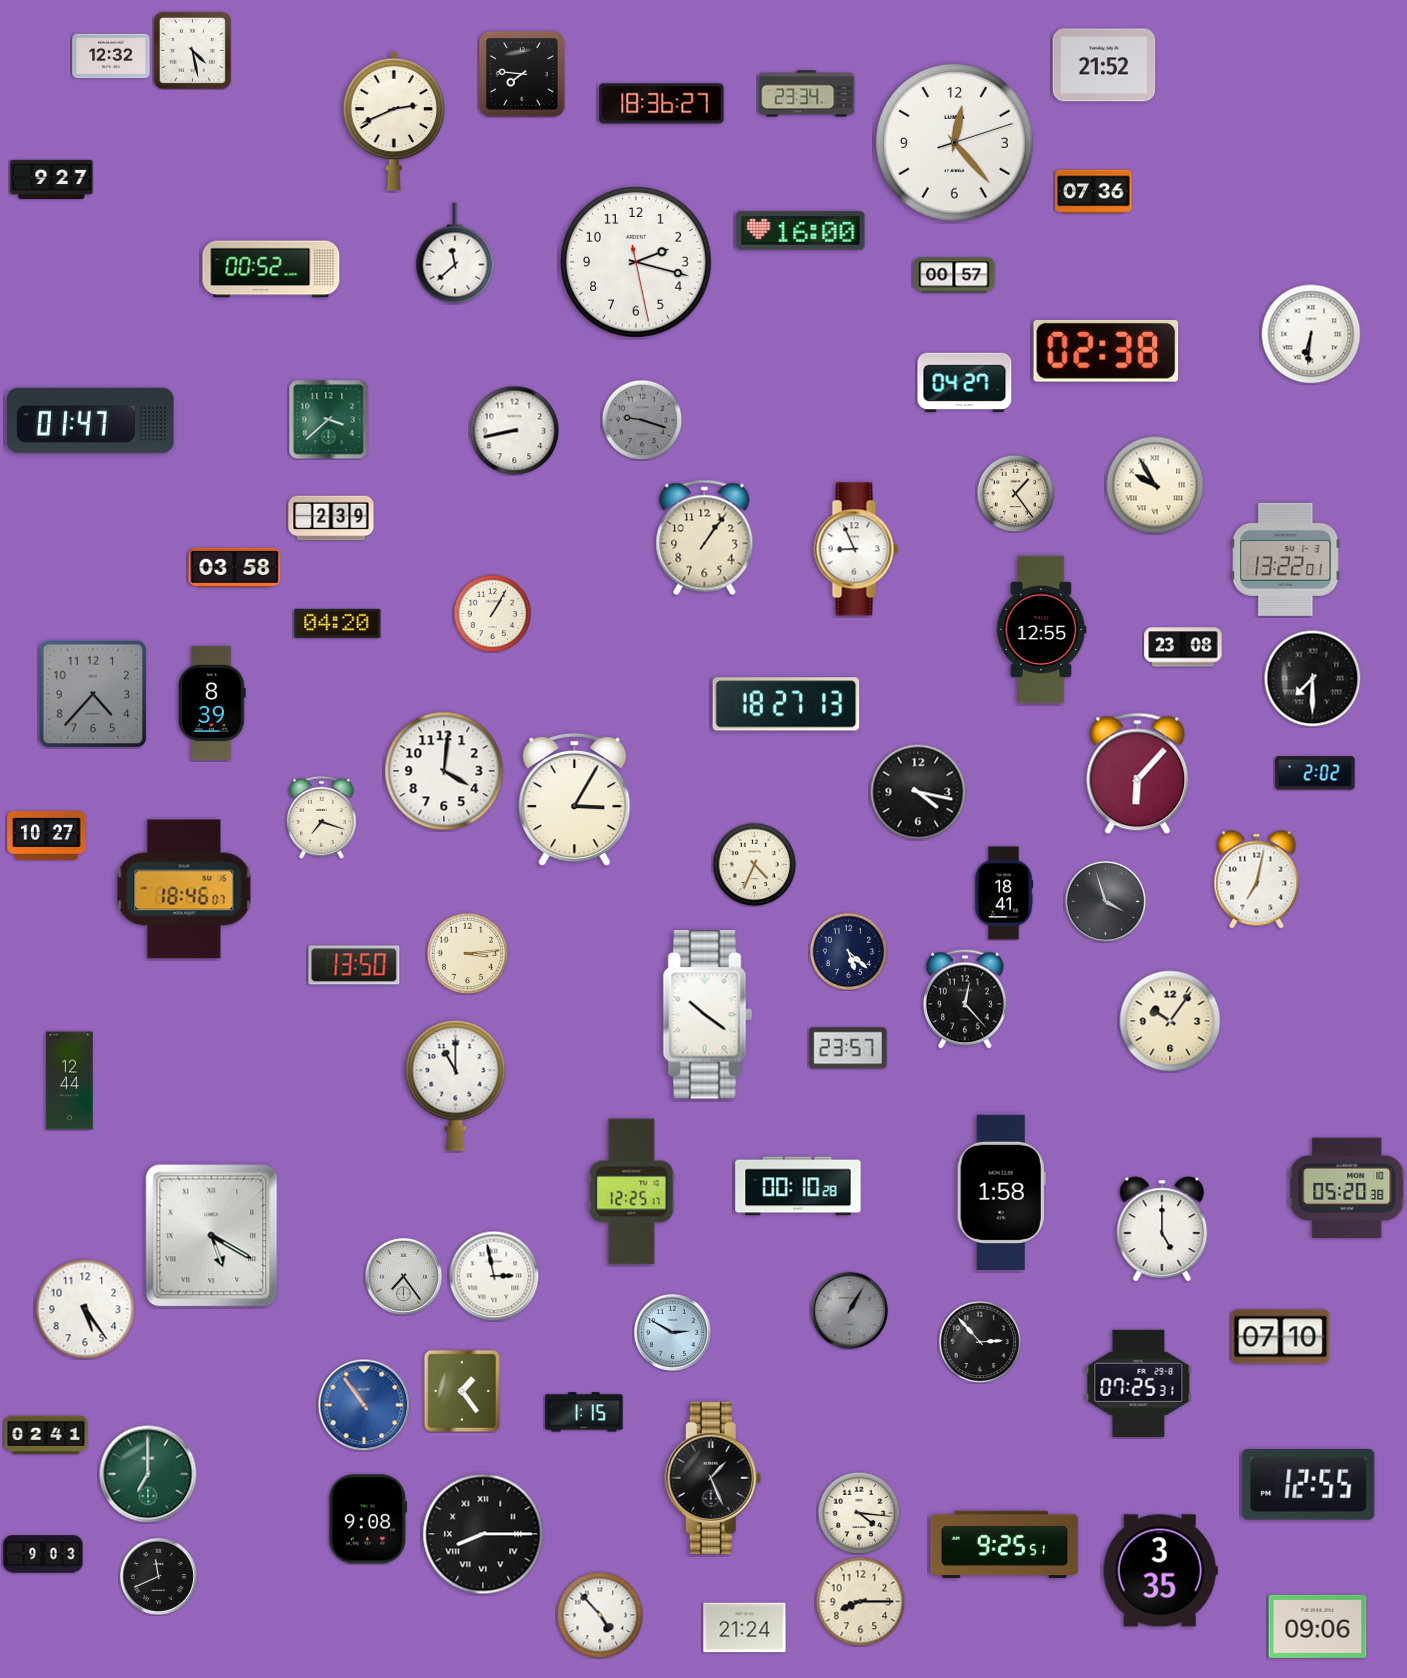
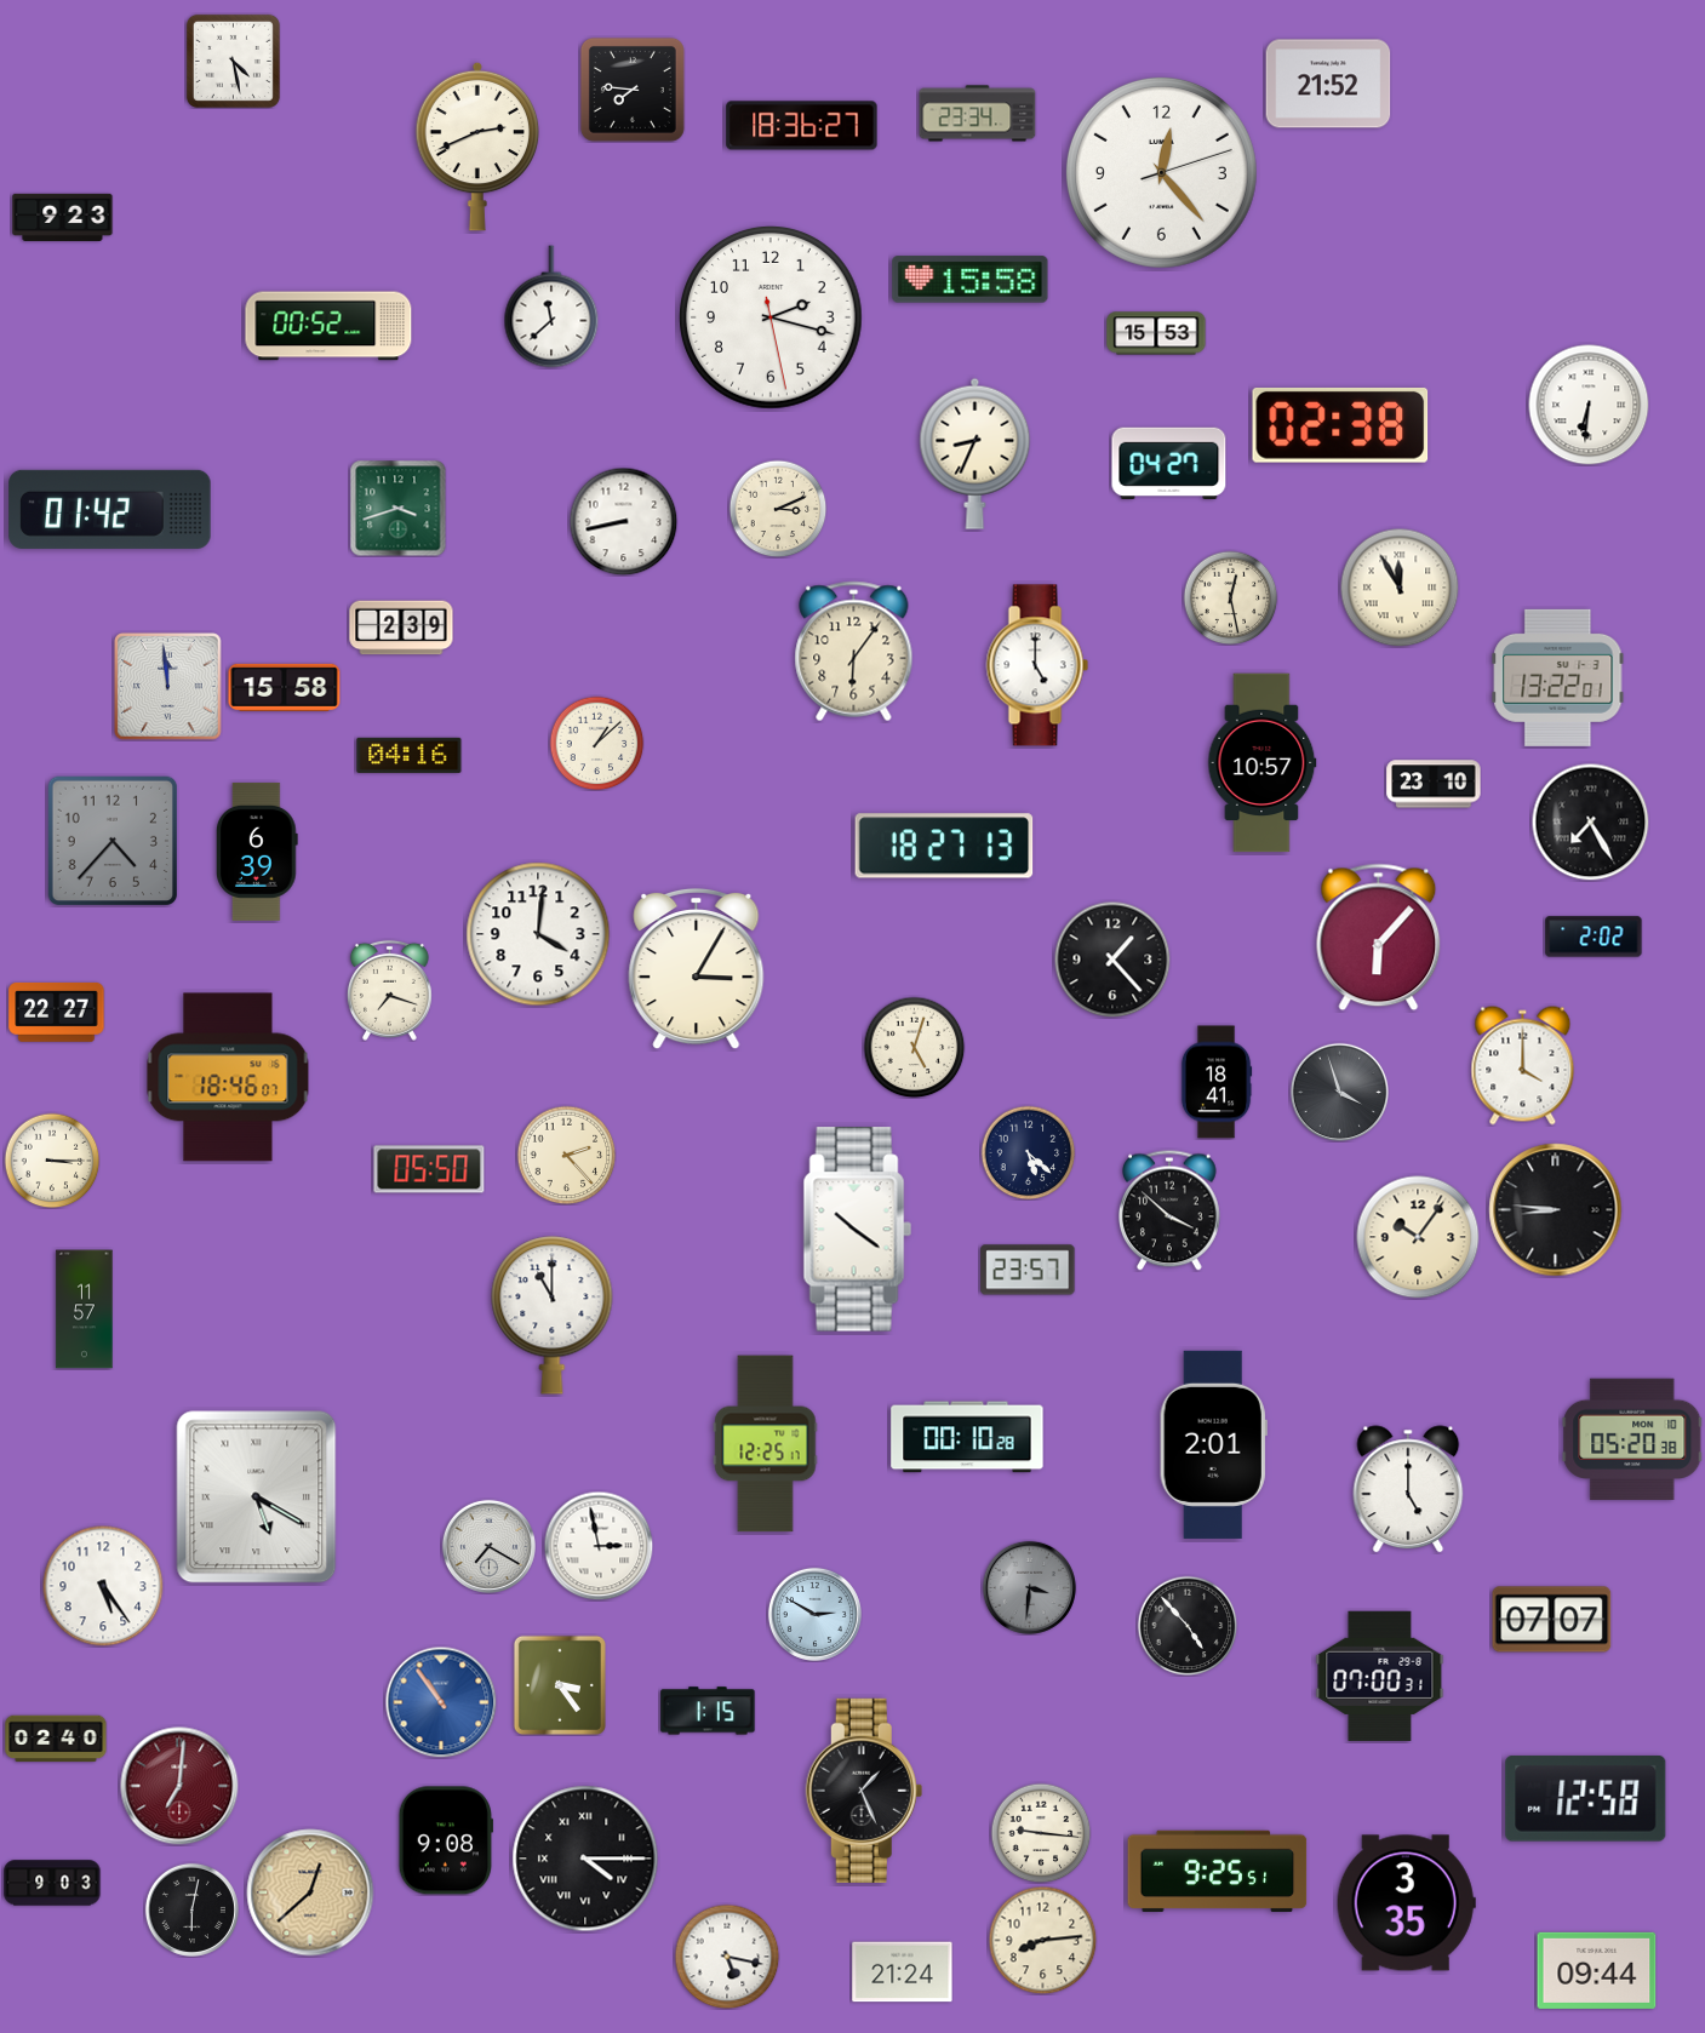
clock at (111, 56): 12:32 -> none
clock at (1104, 65) position: (1104, 65) -> (1328, 84)
clock at (954, 142) position: (954, 142) -> (1161, 172)
clock at (52, 179): 9:27 -> 9:23
clock at (1094, 192): 07:36 -> none
clock at (801, 231): 16:00 -> 15:58
clock at (954, 275): 00:57 -> 15:53
clock at (975, 453): none -> 8:34
clock at (328, 419): 3:38 -> 3:42
clock at (91, 420): 01:47 -> 01:42
clock at (642, 420): 9:18 -> 3:11
clock at (642, 420) dial: grey -> cream
clock at (1155, 485): 9:55 -> 11:55
clock at (1015, 493): 1:24 -> 12:28
clock at (705, 538): 1:06 -> 6:06
clock at (856, 549): 8:56 -> 5:00
clock at (168, 687): none -> 11:59
clock at (235, 567): 03:58 -> 15:58
clock at (492, 613): 1:05 -> 1:08
clock at (338, 623): 04:20 -> 04:16
clock at (1041, 630): 12:55 -> 10:57
clock at (1183, 647): 23:08 -> 23:10
clock at (1312, 678): 7:30 -> 7:25
clock at (212, 703): 8:39 -> 6:39
clock at (786, 704) position: (786, 704) -> (944, 846)
clock at (918, 792): 4:17 -> 1:23
clock at (47, 835): 10:27 -> 22:27
clock at (754, 864): 4:34 -> 5:03
clock at (1257, 880): 7:02 -> 4:00
clock at (184, 889) position: (184, 889) -> (228, 1077)
clock at (467, 953): 3:14 -> 2:23
clock at (52, 1161): none -> 3:15
clock at (354, 965): 13:50 -> 05:50
clock at (965, 999): 12:23 -> 3:52
clock at (1556, 1210): none -> 8:46
clock at (70, 1081): 12:44 -> 11:57
clock at (1001, 1192): 1:58 -> 2:01
clock at (403, 1276): 7:24 -> 7:20
clock at (849, 1310): 1:05 -> 3:31
clock at (1281, 1337): 07:10 -> 07:07
clock at (980, 1342): 2:53 -> 4:53
clock at (1139, 1383): 07:25 -> 07:00
clock at (462, 1391): 1:24 -> 3:24
clock at (46, 1435): 02:41 -> 02:40
clock at (148, 1474): 7:00 -> 7:01
clock at (148, 1474) dial: green -> burgundy
clock at (1309, 1485): 12:55 -> 12:58
clock at (859, 1513): 4:16 -> 9:16
clock at (483, 1534): 8:15 -> 4:15
clock at (310, 1892): none -> 12:38
clock at (158, 1576): 11:41 -> 6:02
clock at (860, 1601): 8:15 -> 8:14
clock at (600, 1615): 4:53 -> 5:17
clock at (1318, 1626): 09:06 -> 09:44
